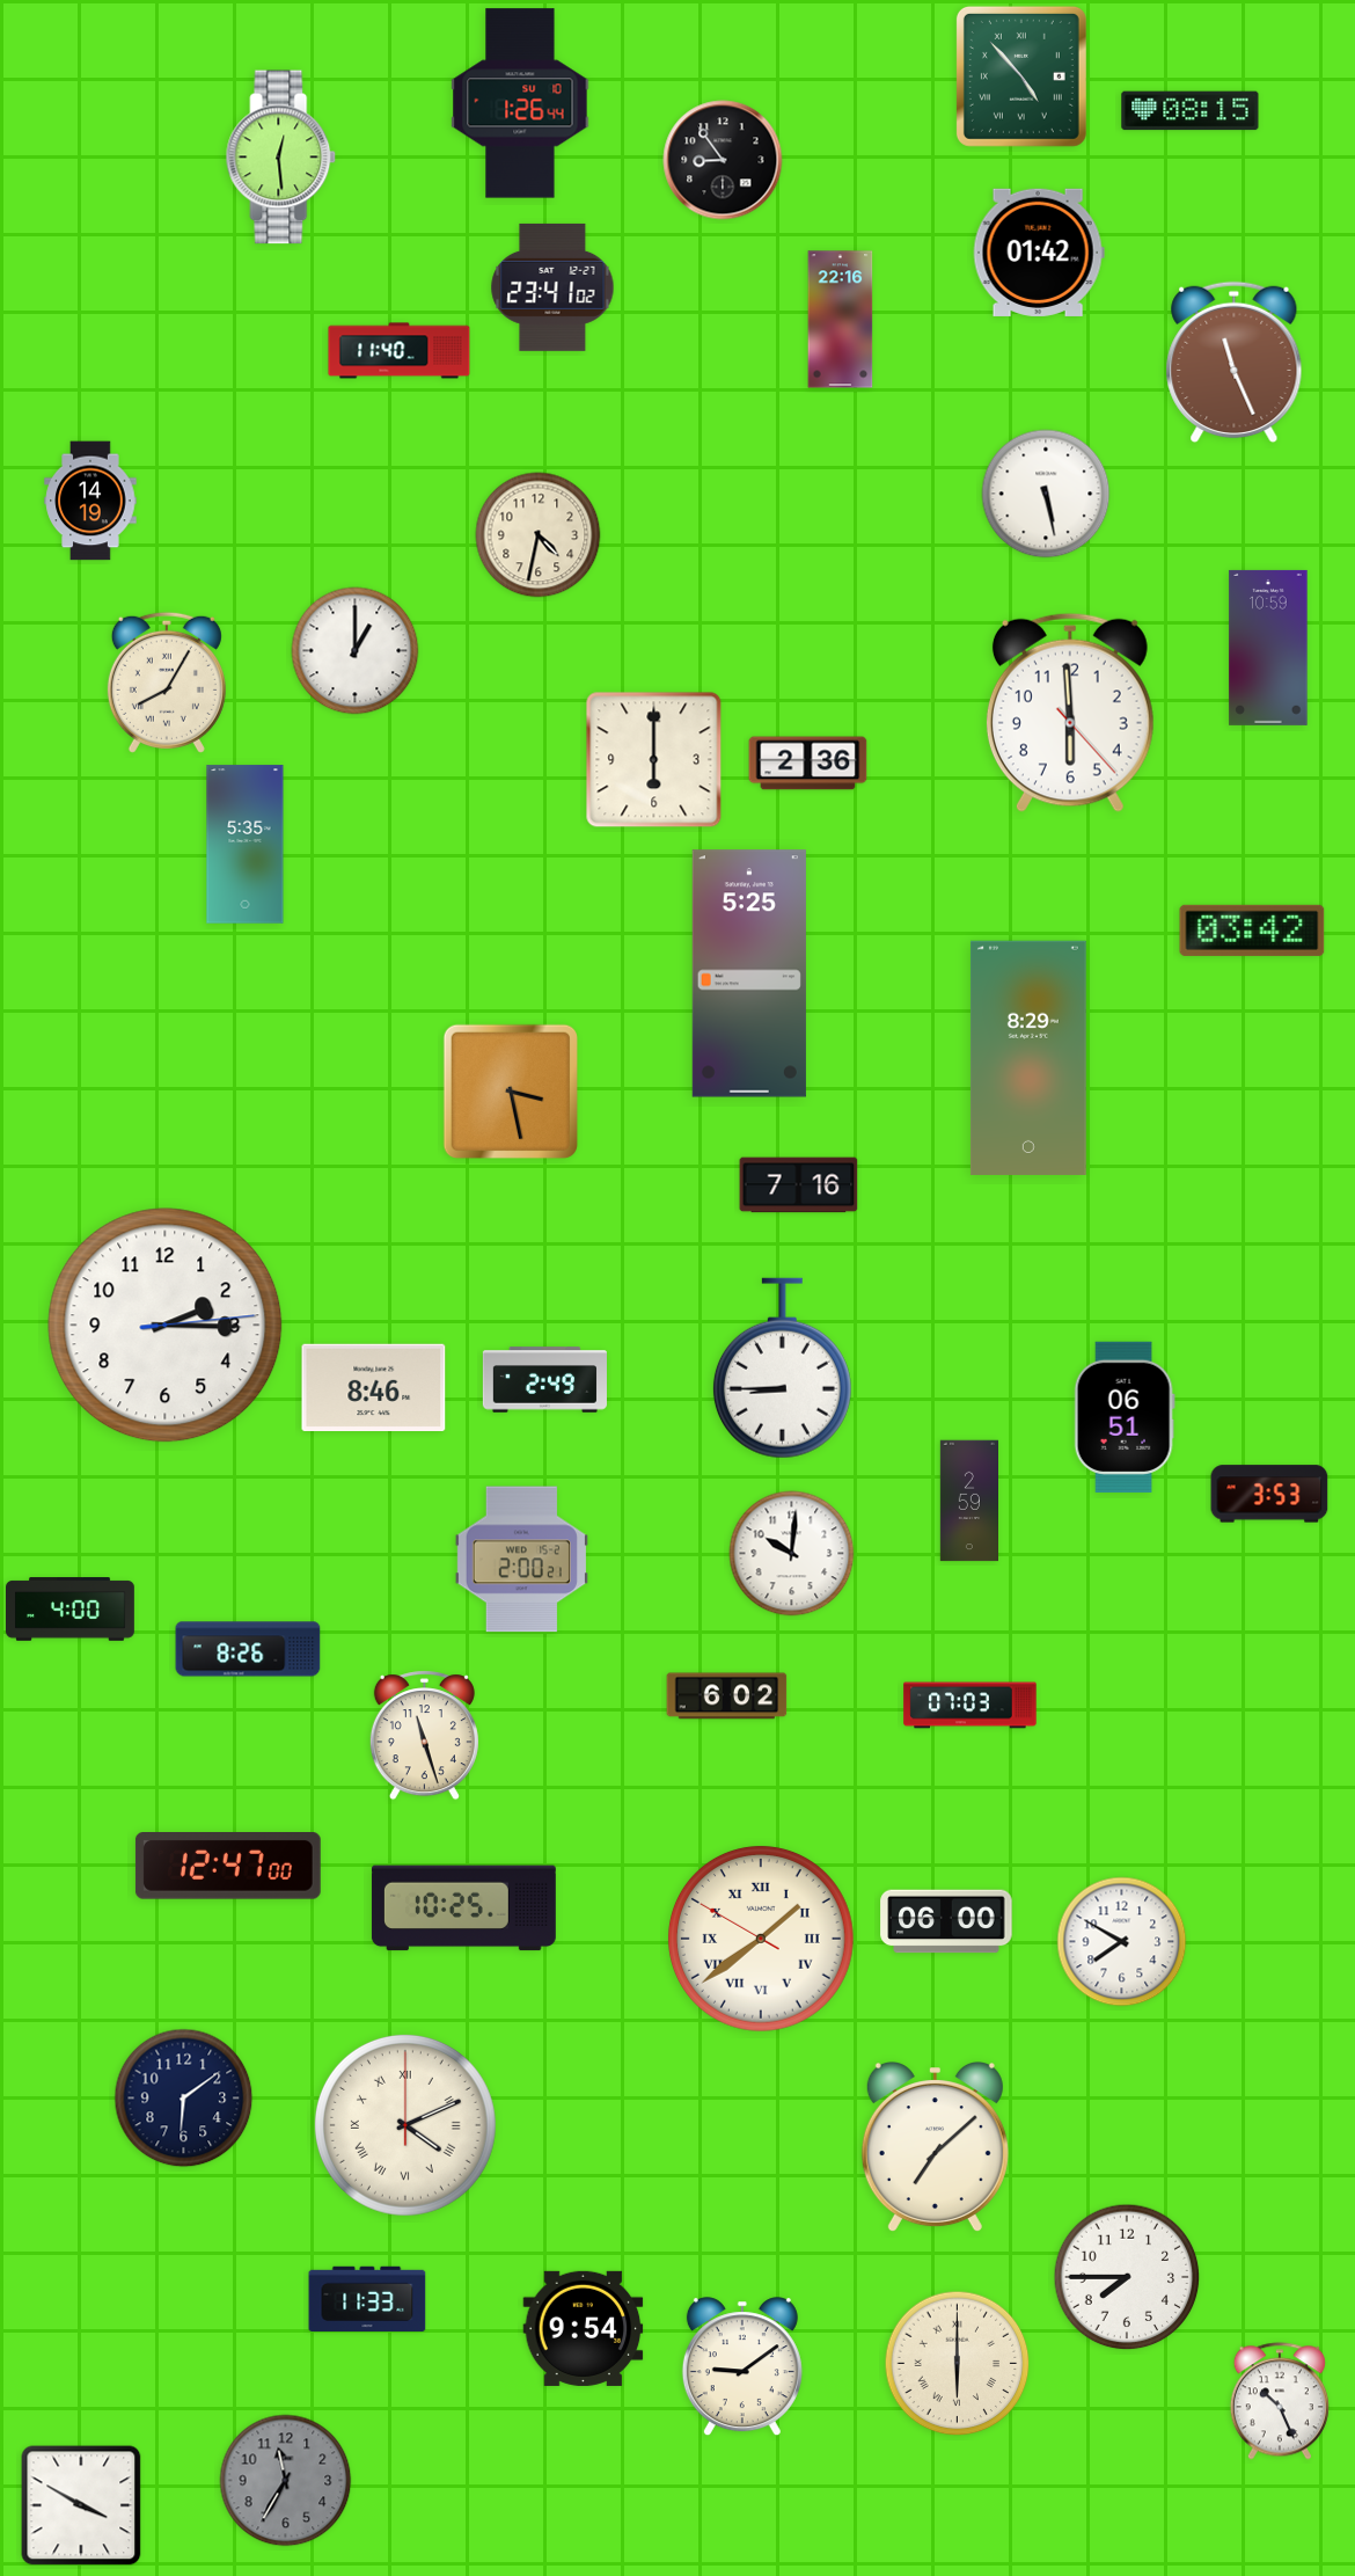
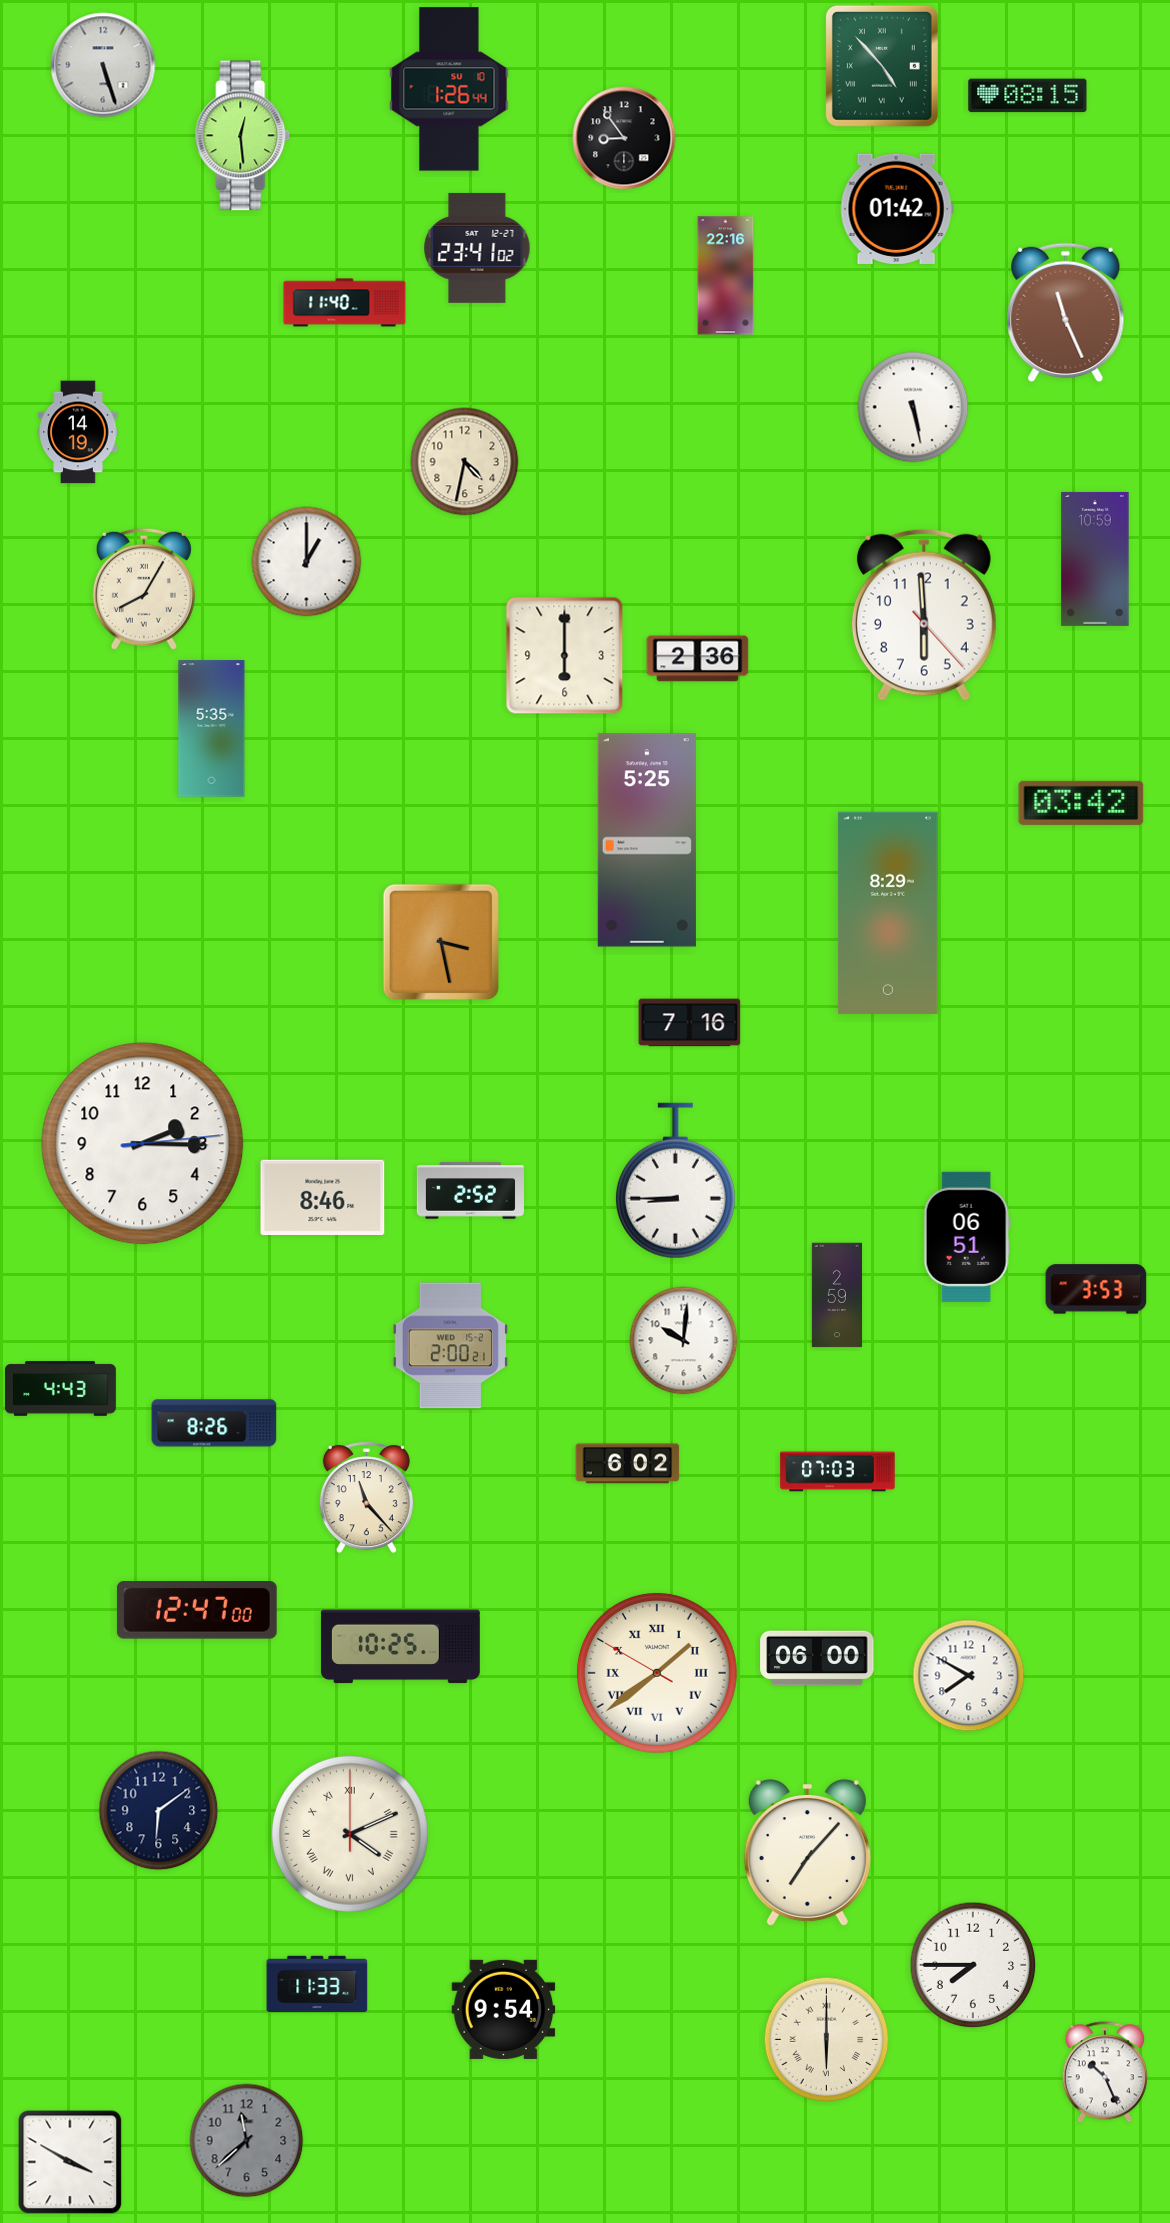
clock at (103, 65): none -> 5:27
clock at (1039, 253) position: (1039, 253) -> (897, 209)
clock at (1046, 494) position: (1046, 494) -> (913, 407)
clock at (544, 1380): 2:49 -> 2:52
clock at (1125, 1417) position: (1125, 1417) -> (967, 1237)
clock at (71, 1610): 4:00 -> 4:43
clock at (424, 1736): 11:27 -> 11:23
clock at (935, 2148): 7:08 -> 7:07
clock at (742, 2367): 9:09 -> none
clock at (286, 2481): 11:35 -> 11:38
